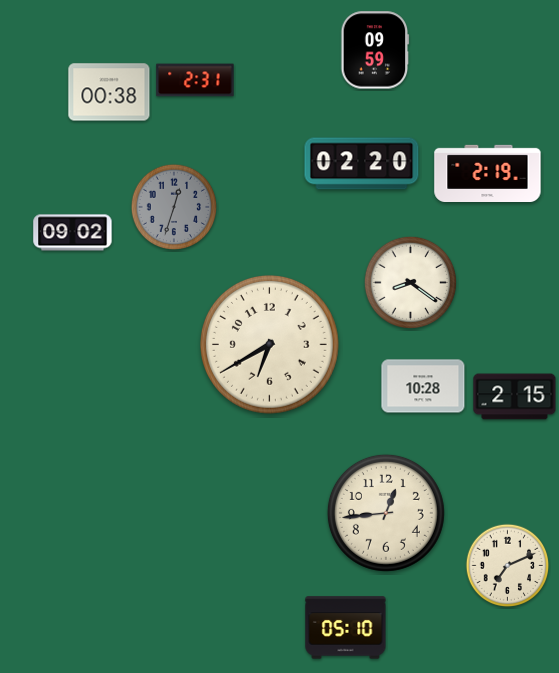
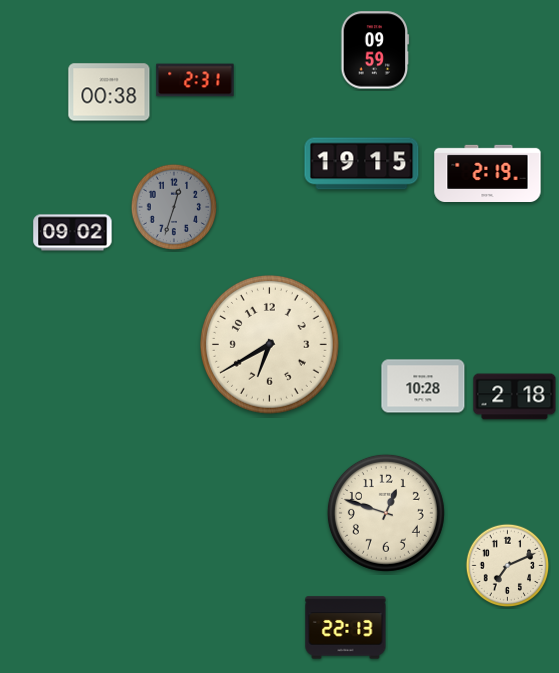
clock at (362, 164): 02:20 -> 19:15
clock at (410, 282): 8:21 -> none
clock at (515, 397): 2:15 -> 2:18
clock at (386, 513): 12:44 -> 12:48
clock at (346, 628): 05:10 -> 22:13
